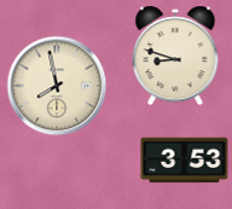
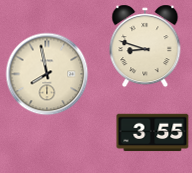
clock at (57, 86) position: (57, 86) -> (47, 74)
clock at (185, 161): 3:53 -> 3:55
